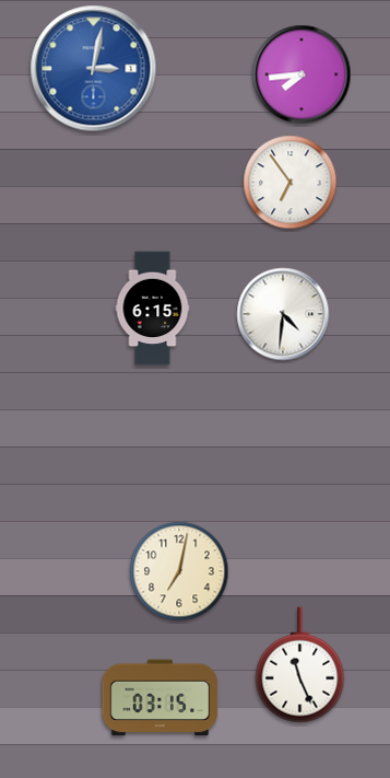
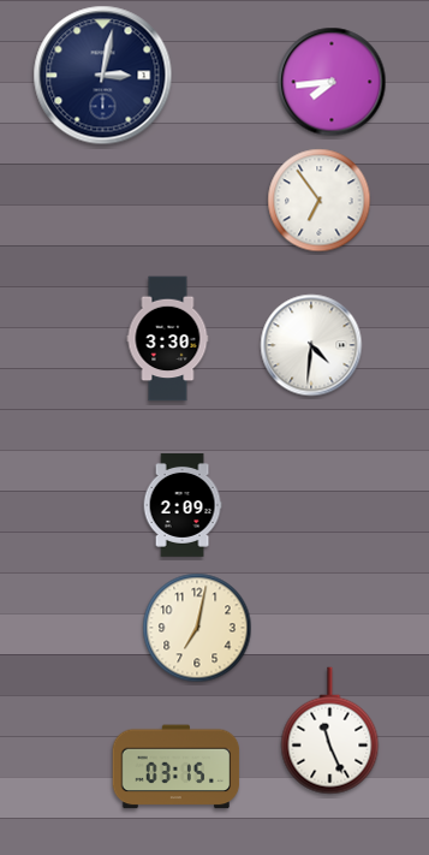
clock at (94, 69) dial: blue -> navy
clock at (153, 309): 6:15 -> 3:30
clock at (183, 505): none -> 2:09
